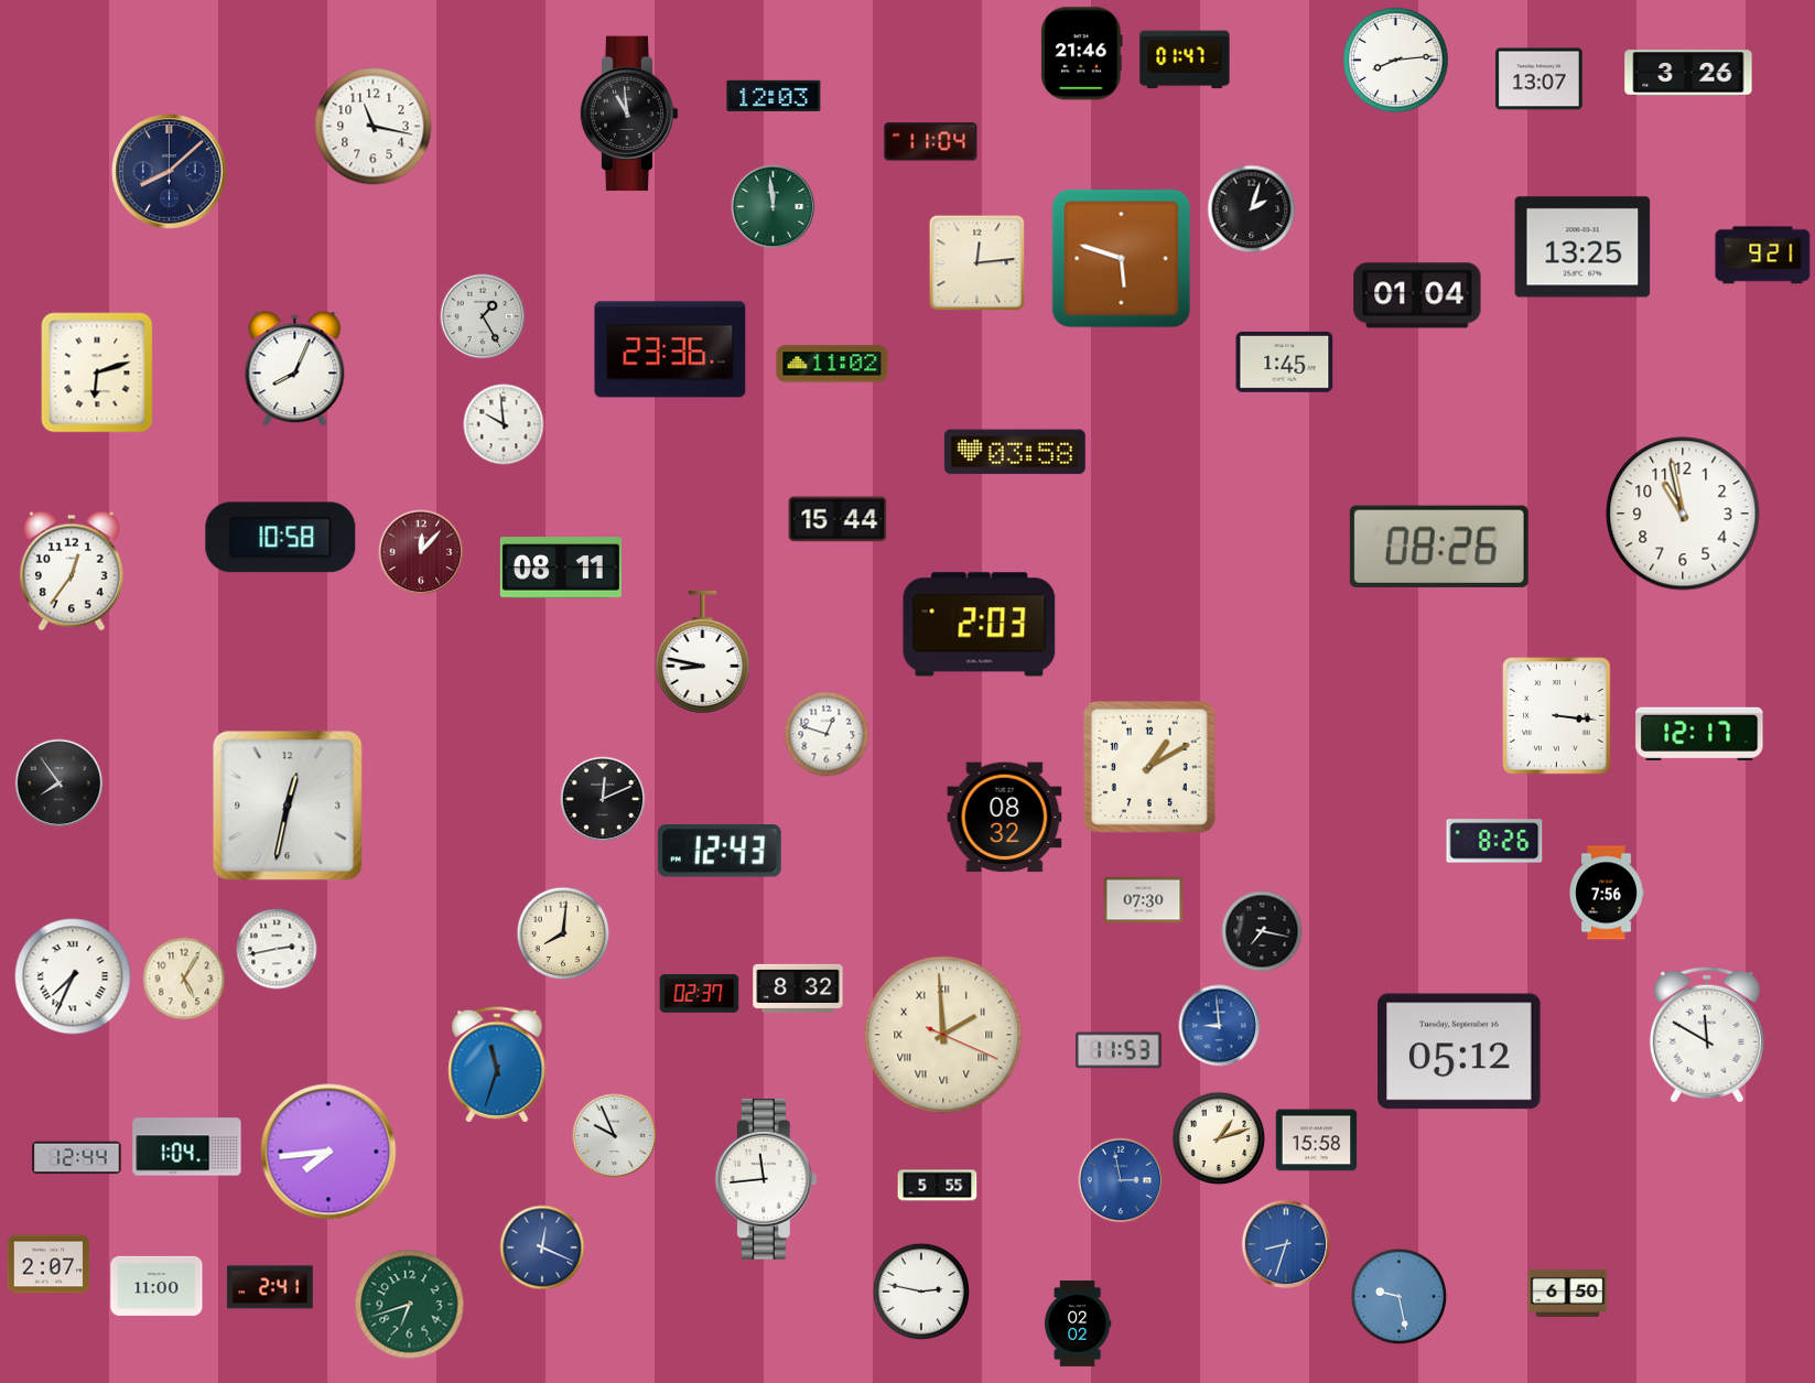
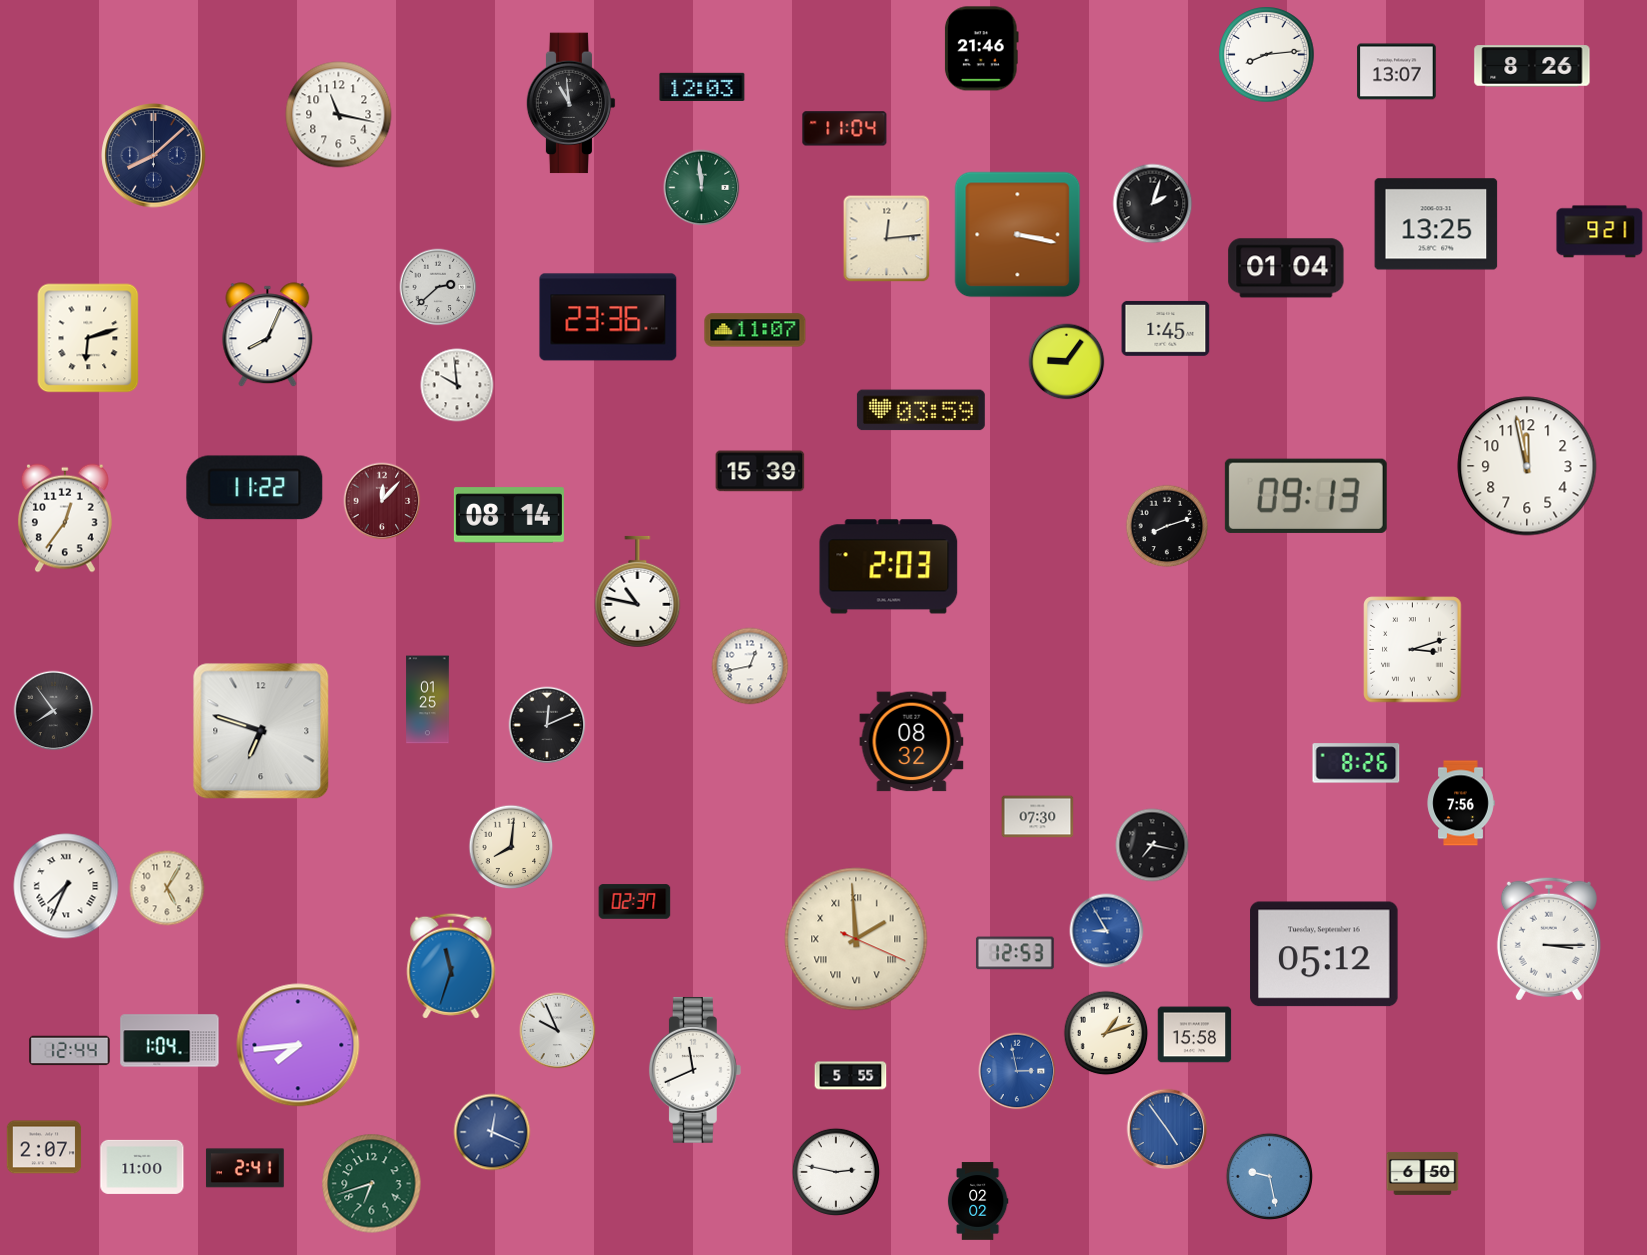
clock at (1185, 60): 01:47 -> none
clock at (1688, 73): 3:26 -> 8:26
clock at (1252, 209) position: (1252, 209) -> (1153, 204)
clock at (1122, 259): 5:48 -> 3:17
clock at (483, 316): 1:25 -> 2:38
clock at (832, 364): 11:02 -> 11:07
clock at (1067, 362): none -> 9:06
clock at (1015, 452): 03:58 -> 03:59
clock at (1683, 514): 10:58 -> 11:58
clock at (838, 519): 15:44 -> 15:39
clock at (281, 538): 10:58 -> 11:22
clock at (1439, 547): 08:26 -> 09:13
clock at (561, 568): 08:11 -> 08:14
clock at (1167, 526): none -> 8:12
clock at (703, 652): 8:47 -> 10:47
clock at (1557, 716): 3:16 -> 3:12
clock at (1699, 733): 12:17 -> none
clock at (827, 734): 12:48 -> 12:43
clock at (1149, 767): 1:10 -> none
clock at (428, 700): none -> 01:25
clock at (288, 806): 12:32 -> 6:48
clock at (720, 851): 12:43 -> none
clock at (1607, 893) position: (1607, 893) -> (1461, 803)
clock at (1262, 931) position: (1262, 931) -> (1152, 845)
clock at (277, 949): 2:43 -> none
clock at (798, 988): 8:32 -> none
clock at (1220, 1026): 8:59 -> 8:55
clock at (1707, 1035): 11:50 -> 3:15
clock at (1119, 1050): 11:53 -> 12:53
clock at (766, 1179): 11:44 -> 11:41
clock at (1286, 1244): 8:33 -> 4:54
